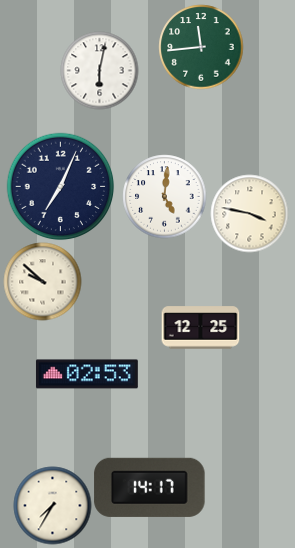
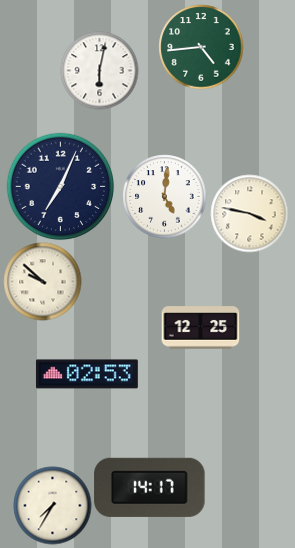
clock at (201, 47): 11:44 -> 4:44
